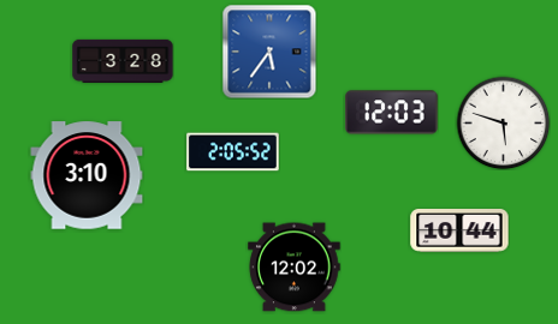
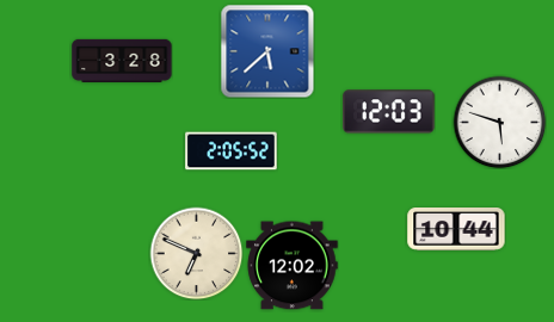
clock at (269, 52): 5:36 -> 5:38
clock at (87, 175): 3:10 -> none
clock at (196, 253): none -> 6:49
